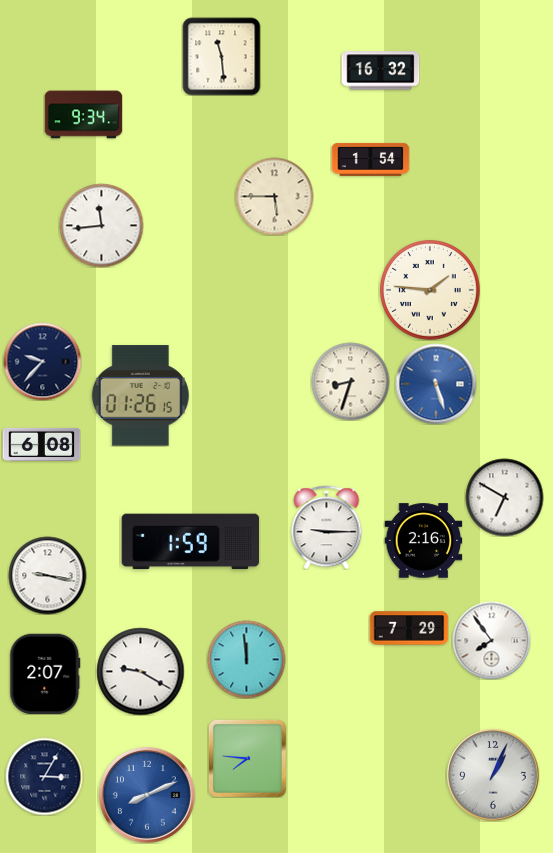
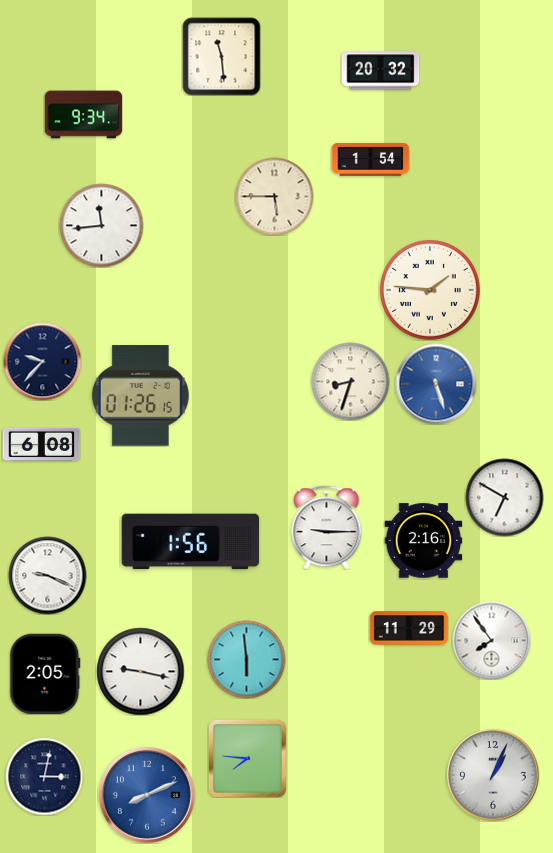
clock at (380, 71): 16:32 -> 20:32
clock at (191, 542): 1:59 -> 1:56
clock at (47, 575): 9:17 -> 9:19
clock at (409, 628): 7:29 -> 11:29
clock at (246, 659): 11:59 -> 5:59
clock at (140, 671): 9:20 -> 9:17
clock at (45, 674): 2:07 -> 2:05
clock at (44, 776): 3:05 -> 3:02
